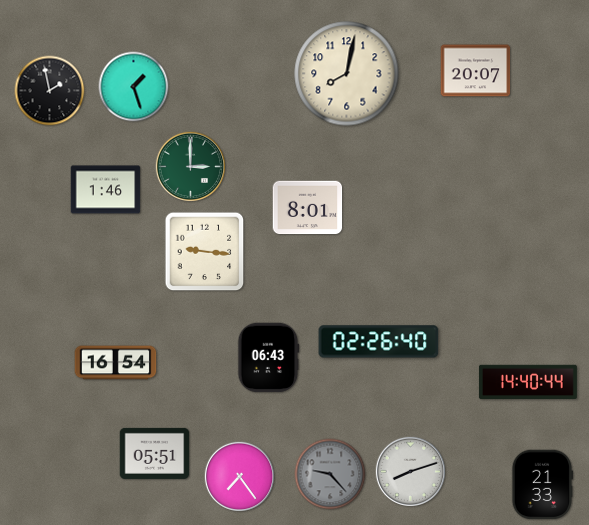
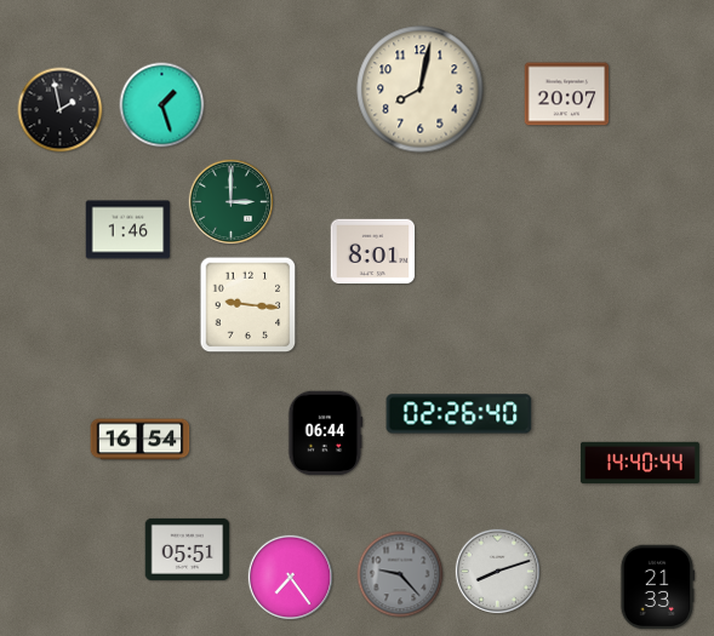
clock at (476, 71) position: (476, 71) -> (567, 94)
clock at (269, 358): 06:43 -> 06:44
